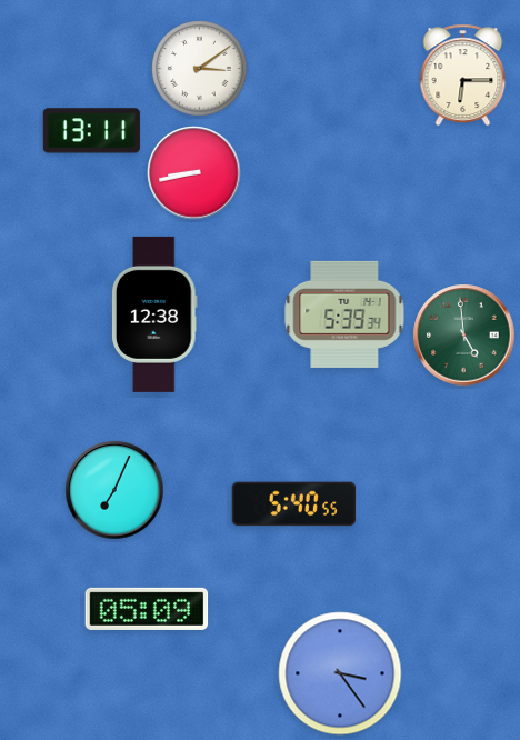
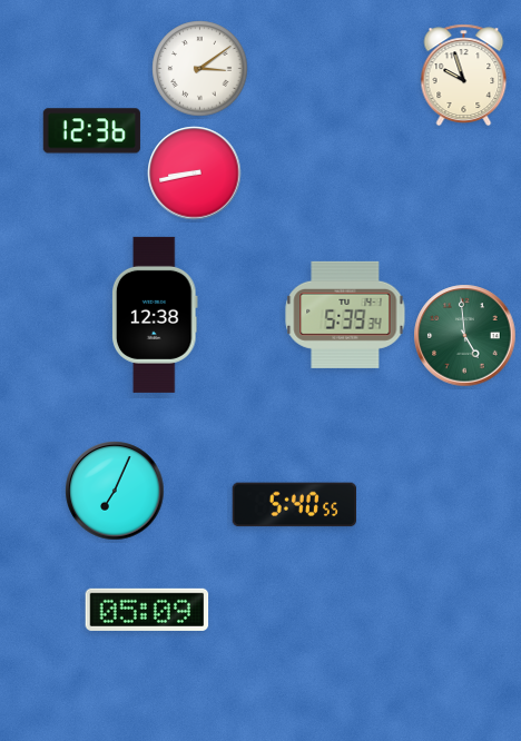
clock at (463, 76): 6:15 -> 9:57
clock at (91, 131): 13:11 -> 12:36
clock at (340, 673): 3:24 -> none
